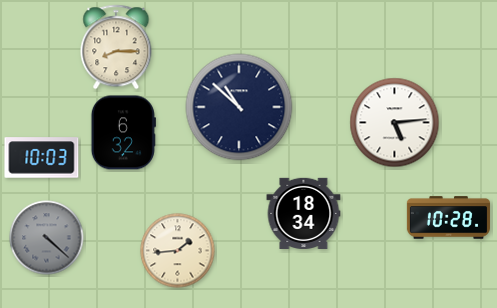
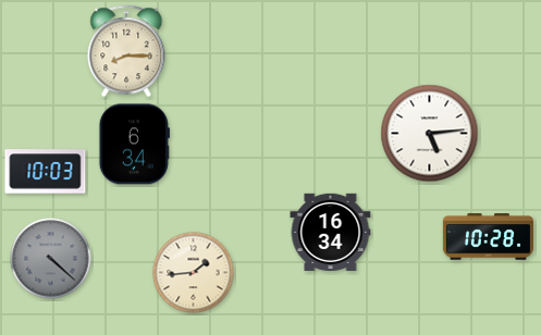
clock at (239, 107): 10:52 -> none
clock at (123, 133): 6:32 -> 6:34
clock at (304, 213): 18:34 -> 16:34
